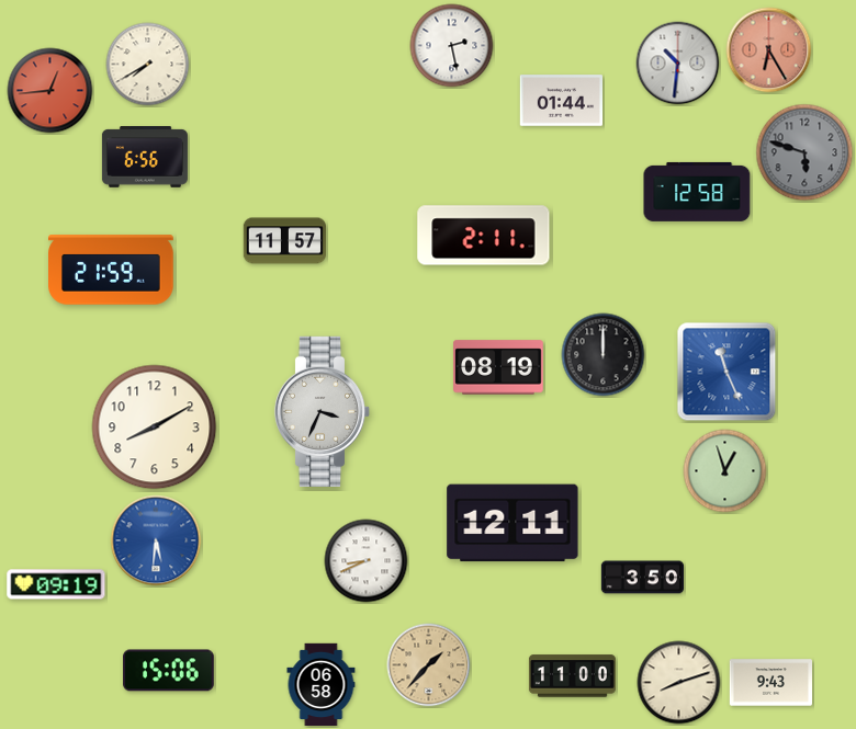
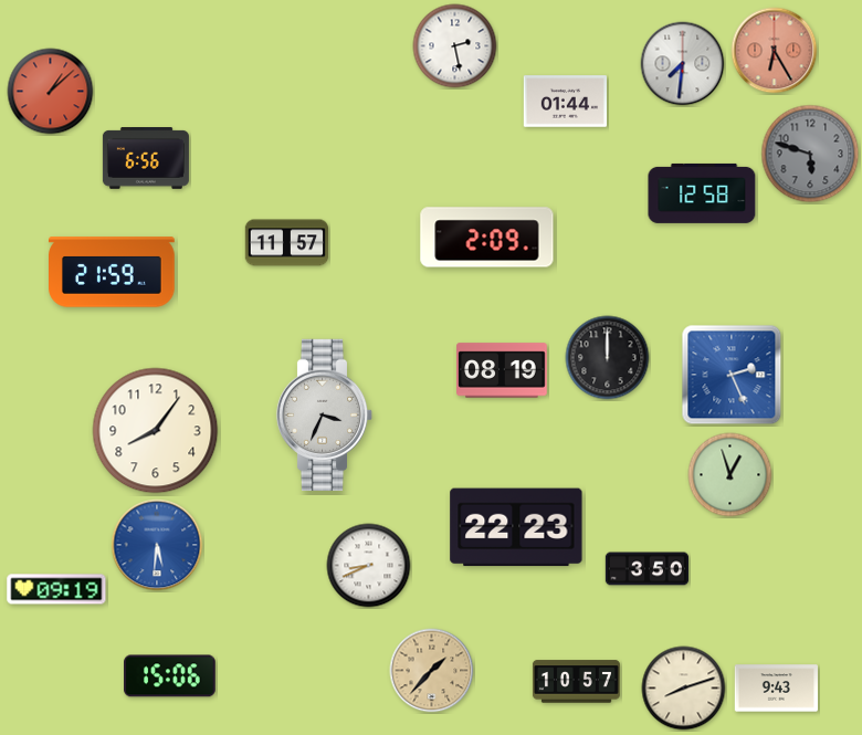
clock at (678, 64): 10:31 -> 7:31
clock at (148, 65): 7:40 -> none
clock at (50, 91): 12:44 -> 1:08
clock at (484, 236): 2:11 -> 2:09
clock at (727, 372): 11:26 -> 2:26
clock at (155, 428): 8:10 -> 8:06
clock at (513, 523): 12:11 -> 22:23
clock at (643, 578) position: (643, 578) -> (648, 569)
clock at (572, 676): 11:00 -> 10:57
clock at (322, 685): 06:58 -> none
